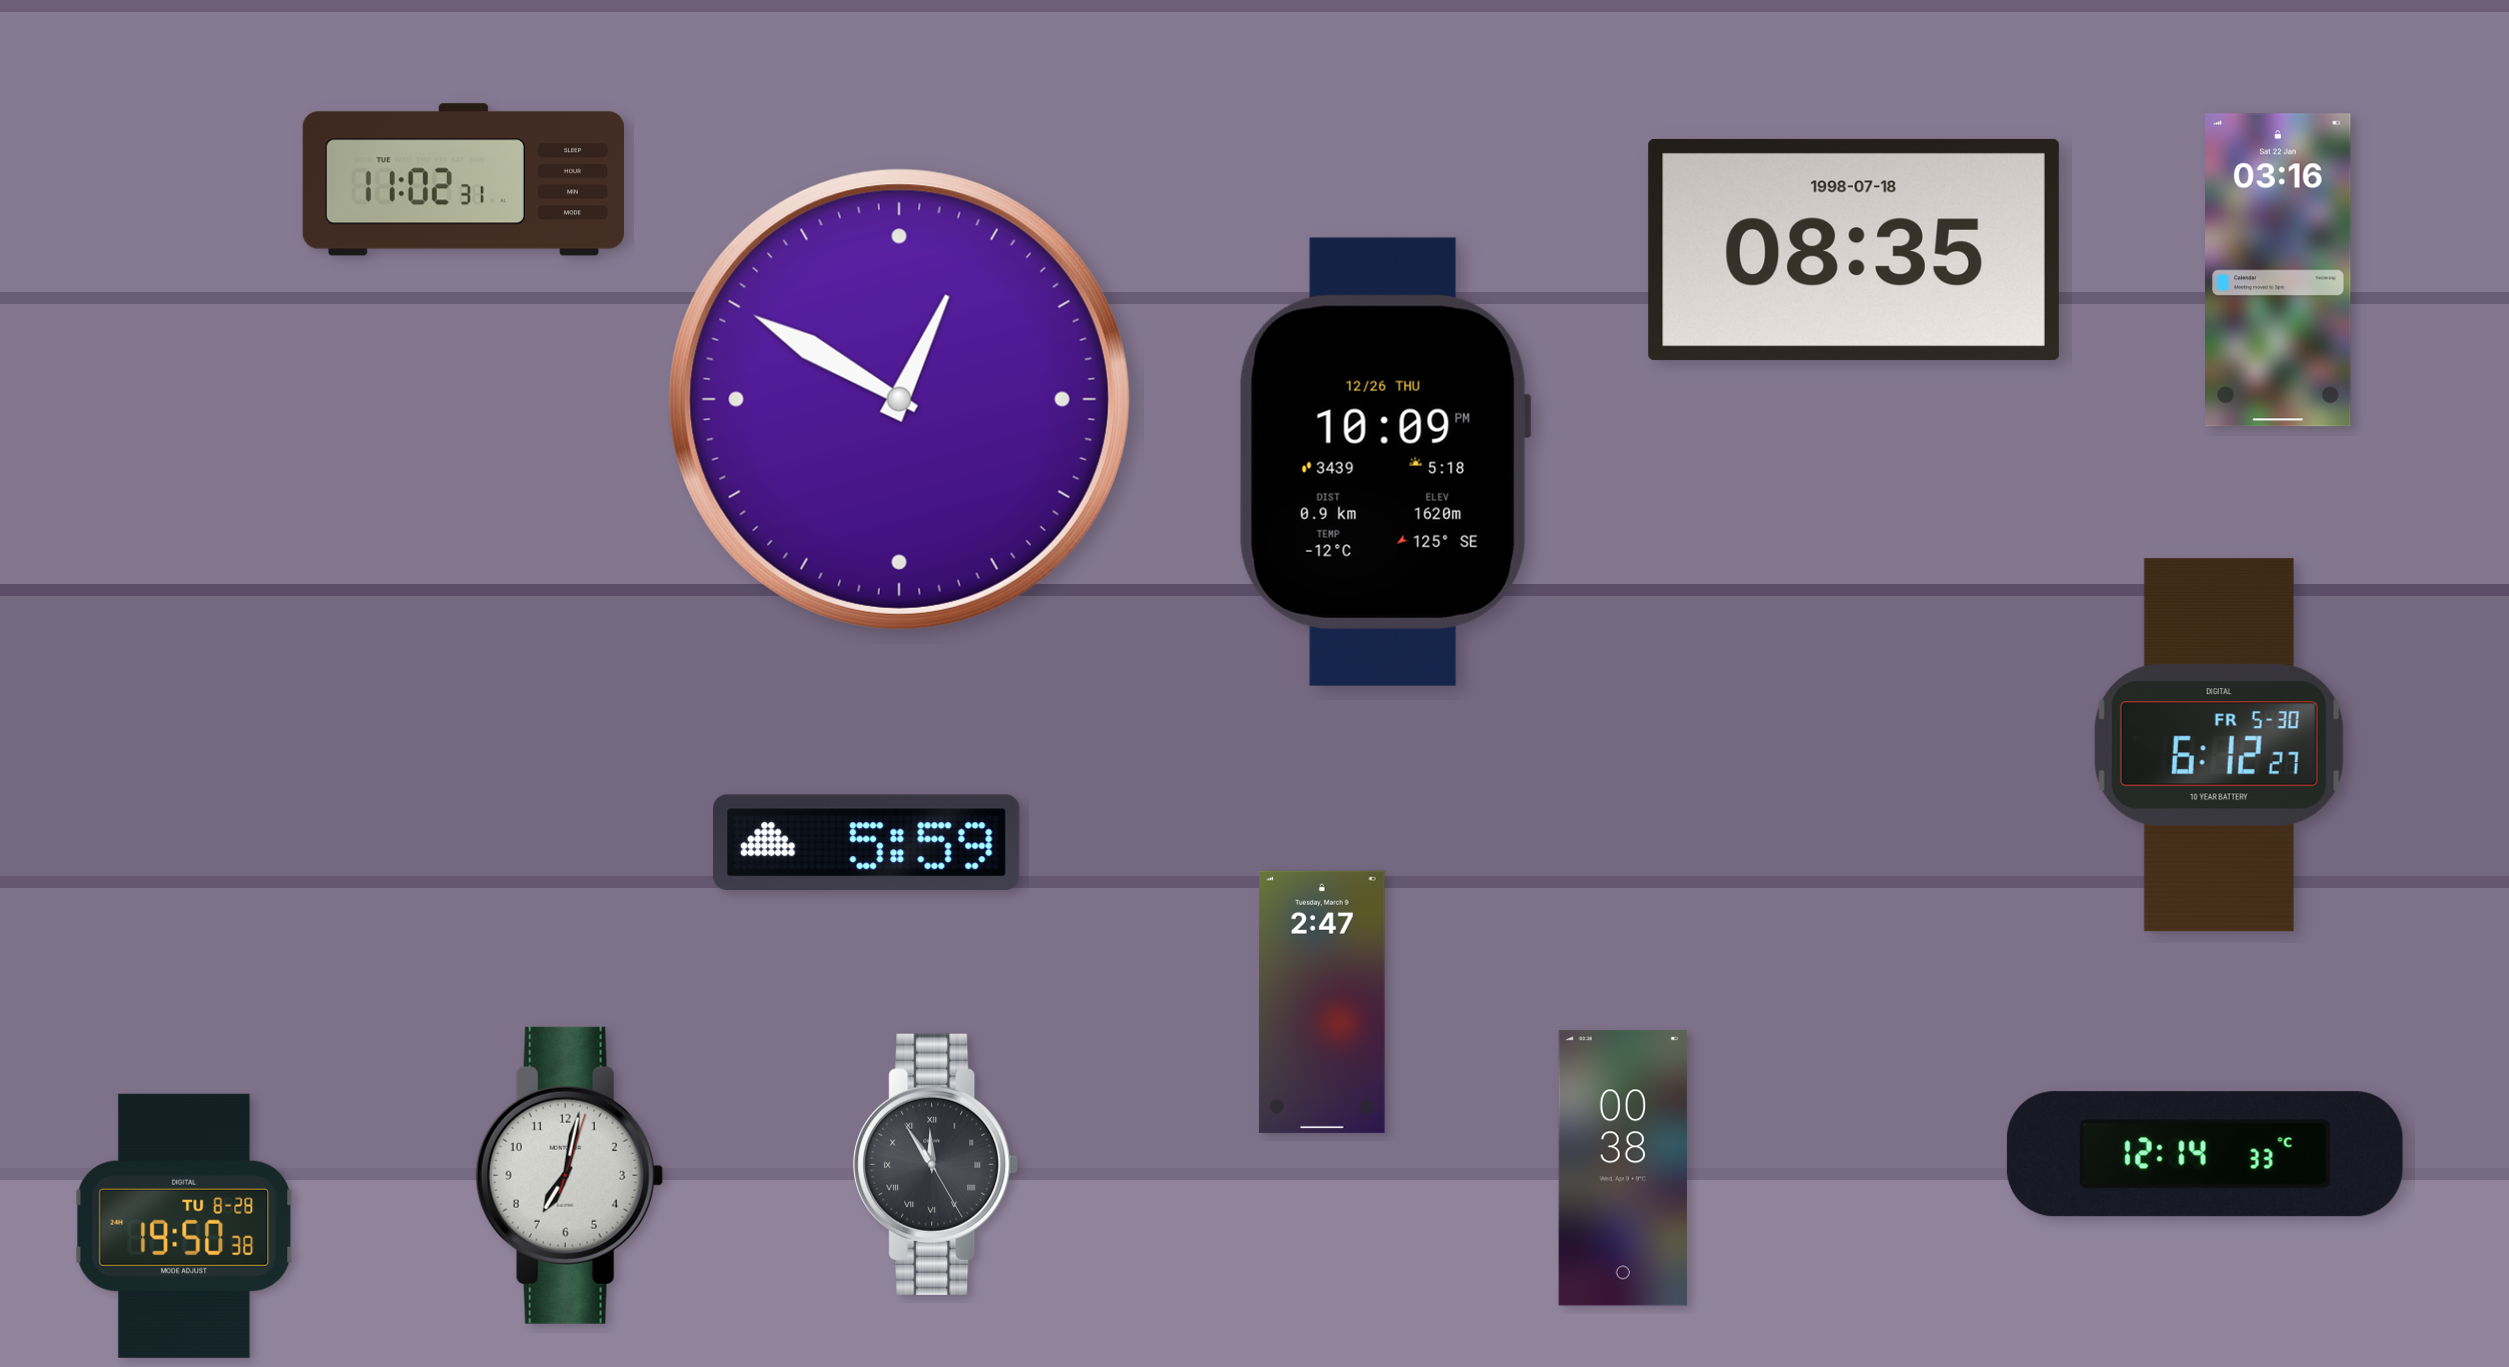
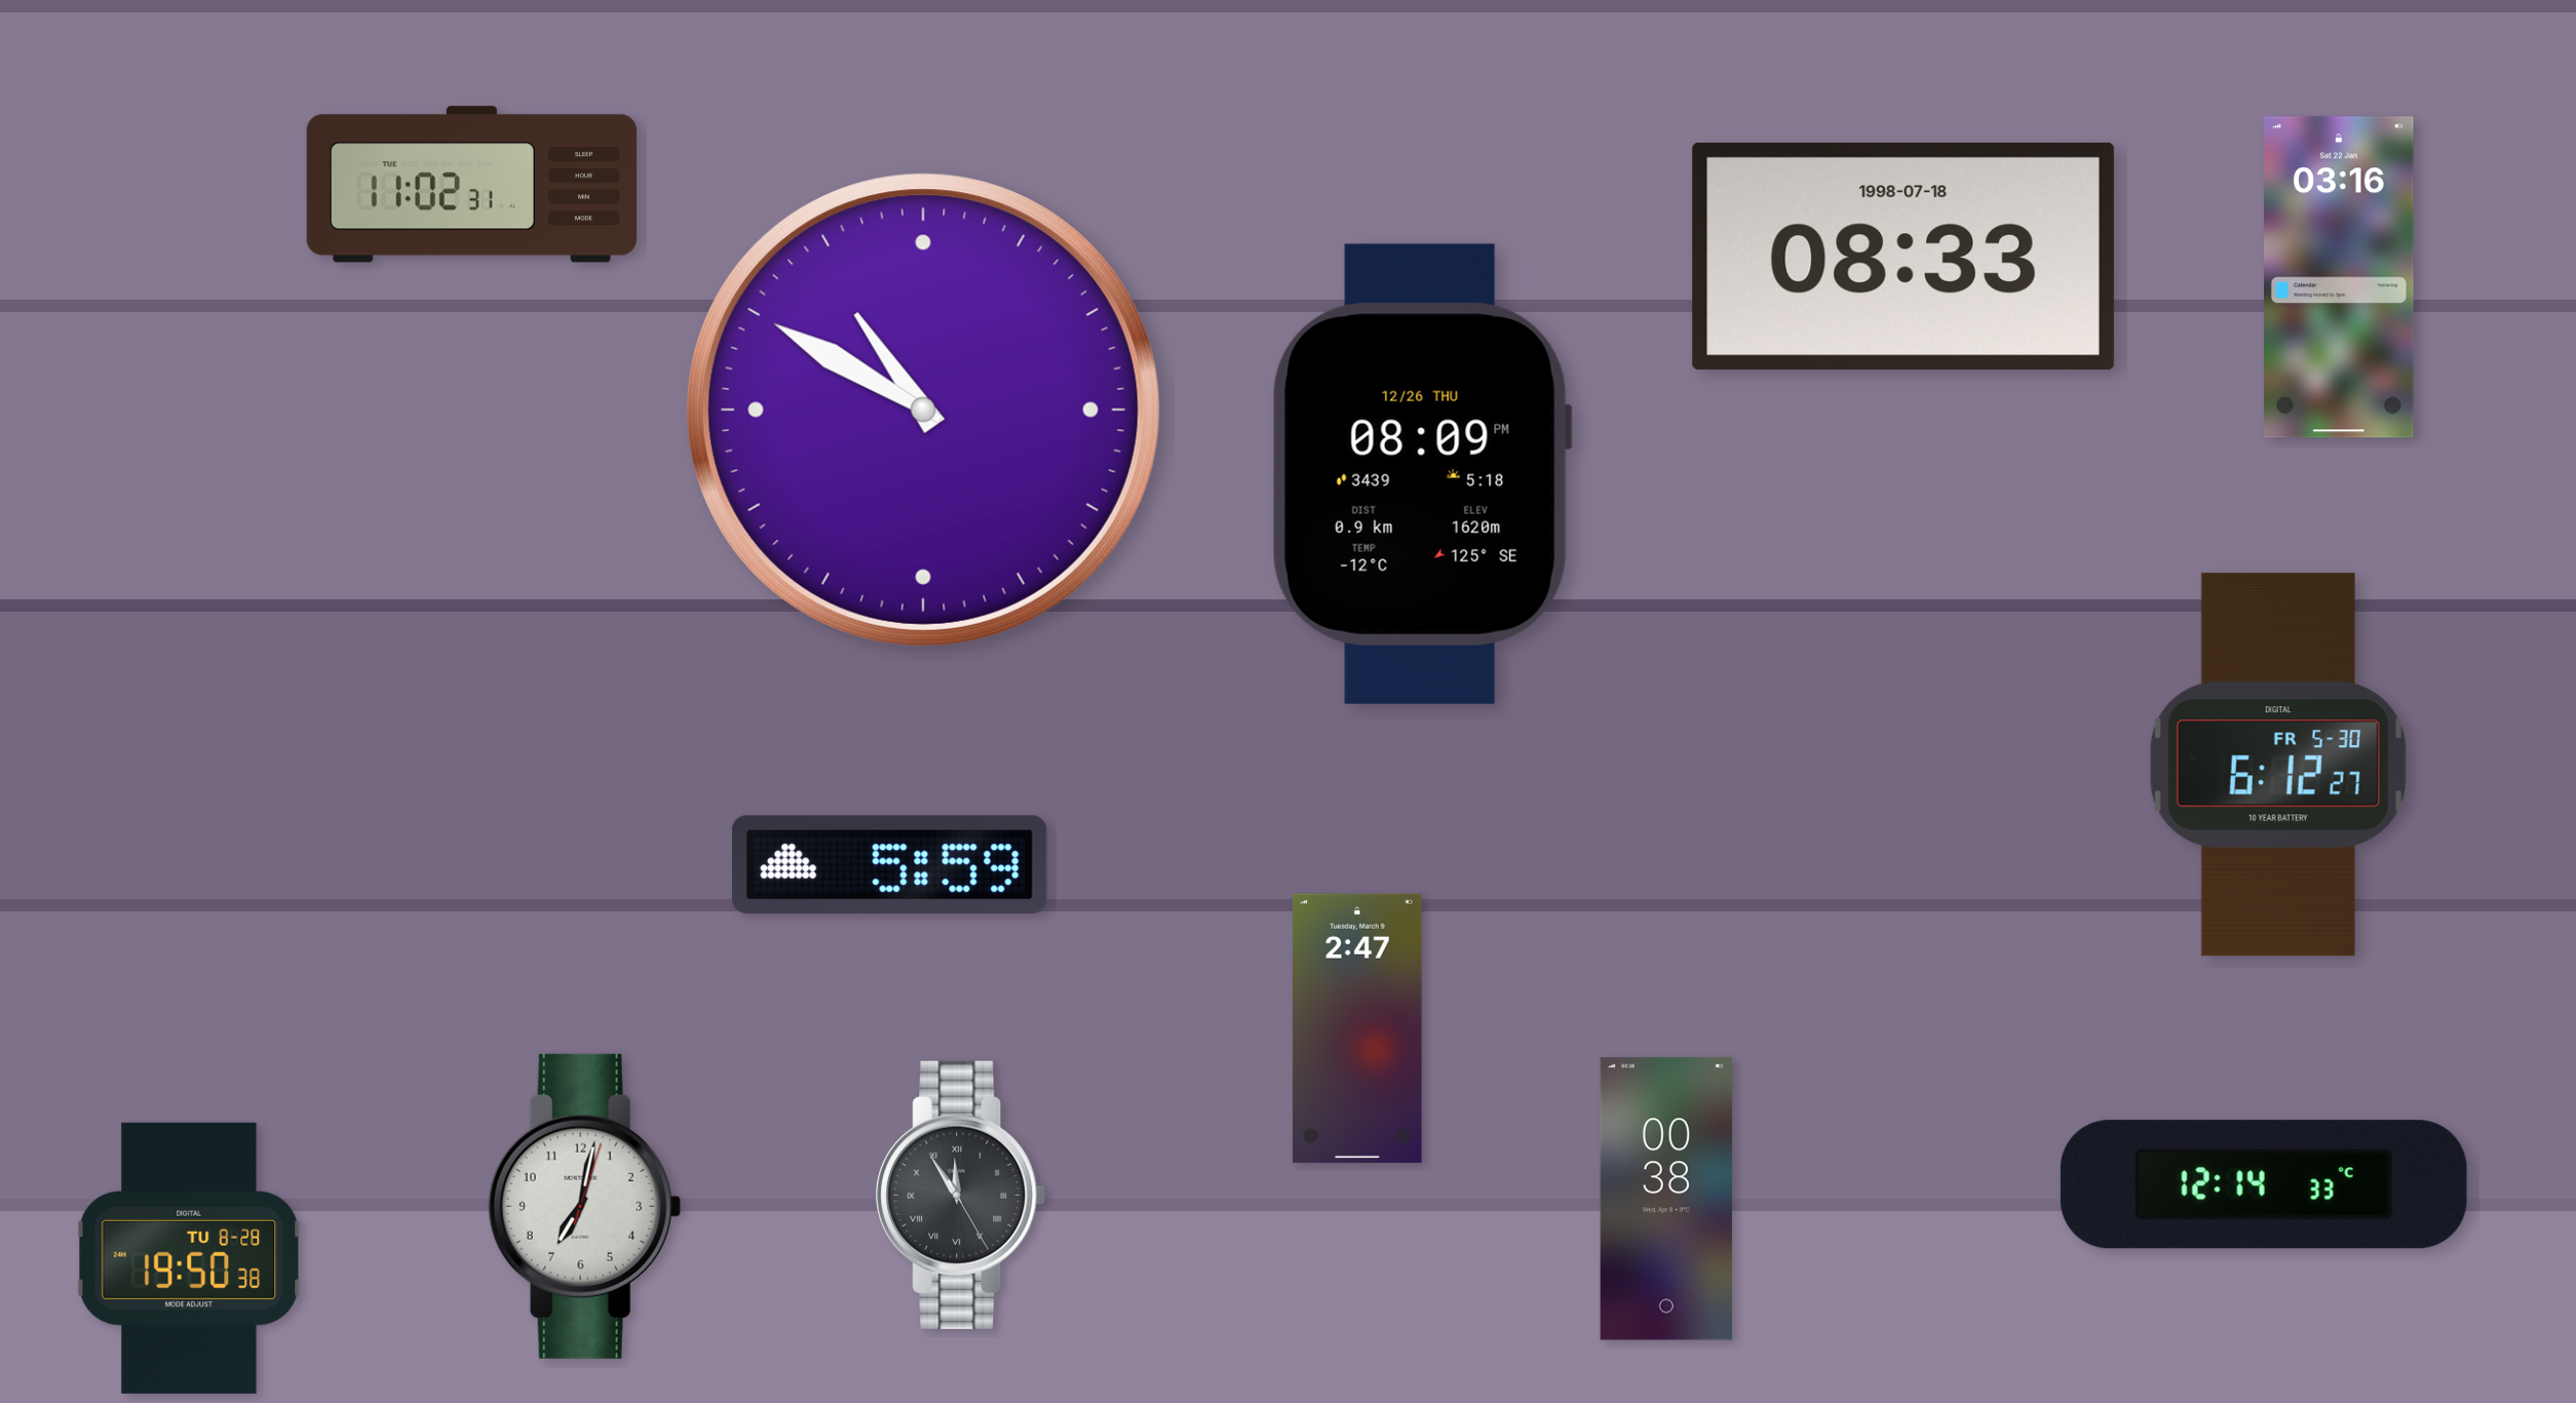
clock at (463, 180) position: (463, 180) -> (471, 185)
clock at (1854, 250): 08:35 -> 08:33
clock at (899, 399): 12:50 -> 10:50
clock at (1385, 462): 10:09 -> 08:09
